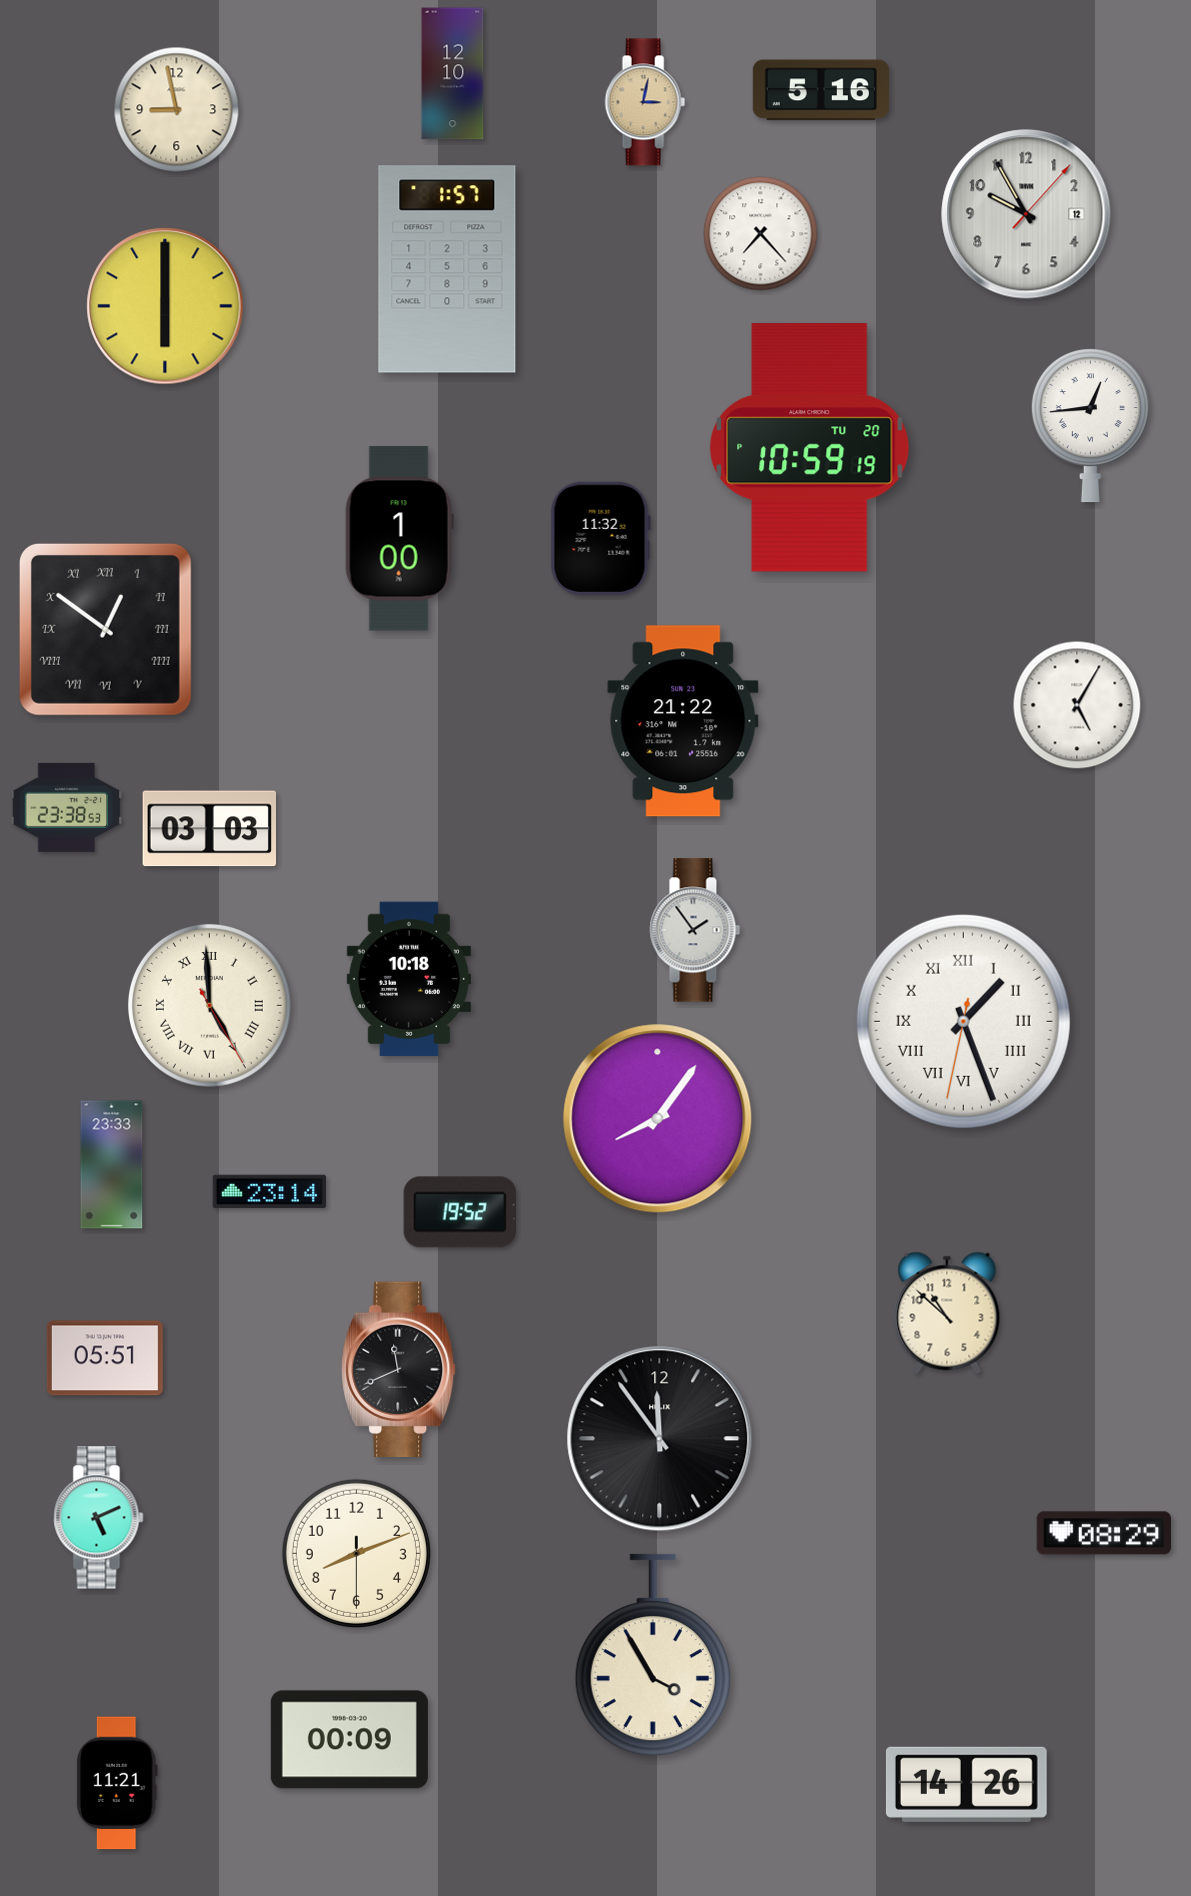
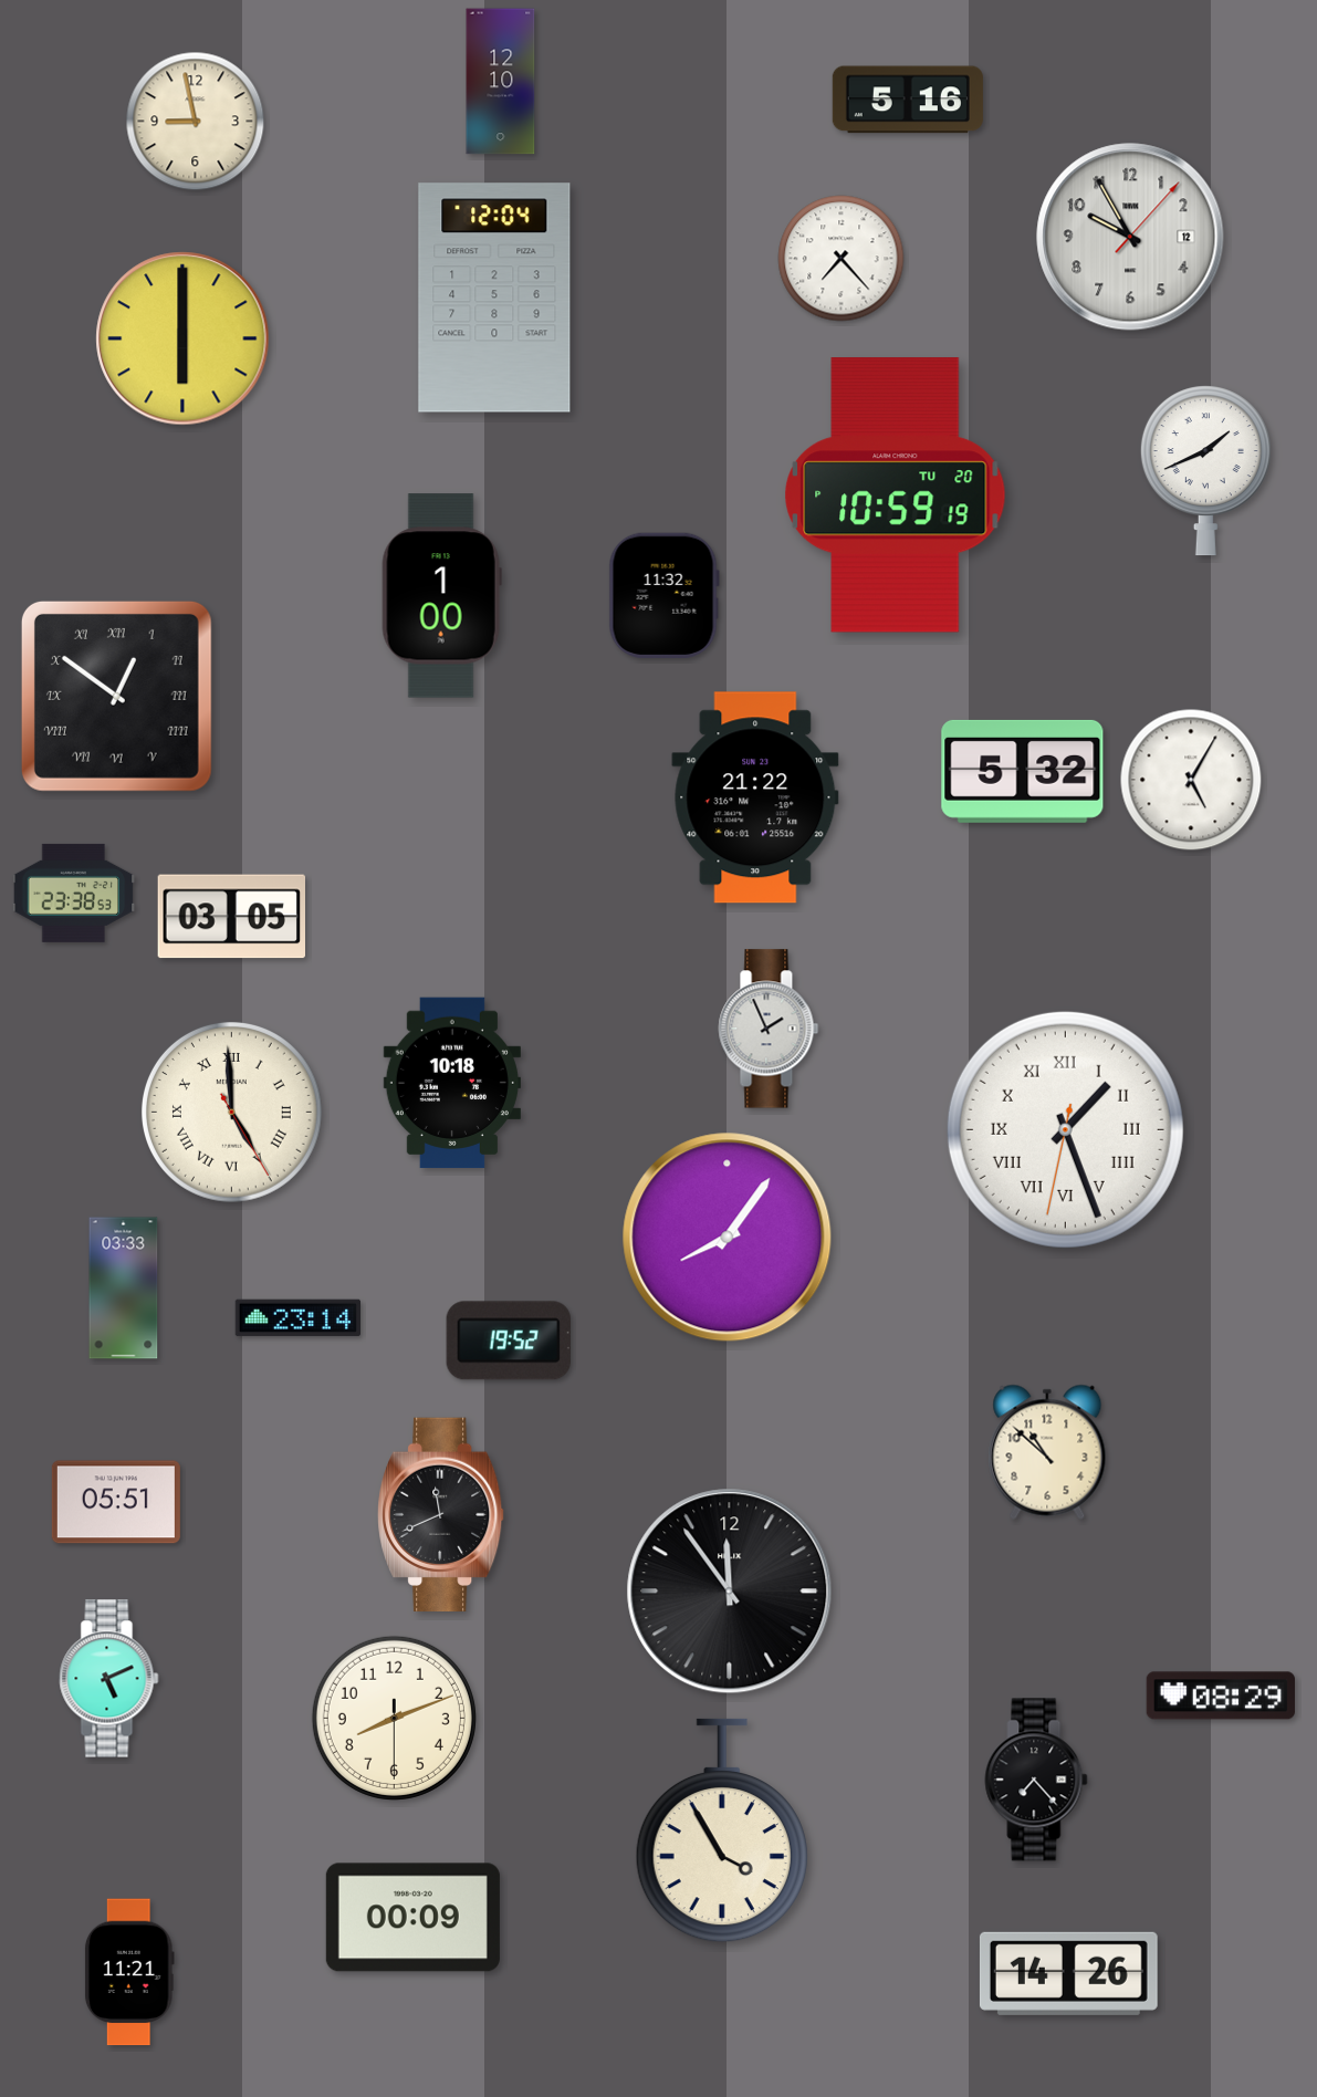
clock at (645, 102): 3:02 -> none
clock at (1026, 214) position: (1026, 214) -> (1130, 237)
clock at (447, 269): 1:57 -> 12:04
clock at (1090, 426): 12:44 -> 1:41
clock at (1023, 771): none -> 5:32
clock at (209, 829): 03:03 -> 03:05
clock at (695, 930): 1:54 -> 1:56
clock at (112, 1165): 23:33 -> 03:33
clock at (1036, 1780): none -> 7:23
clock at (349, 1740) position: (349, 1740) -> (412, 1918)
